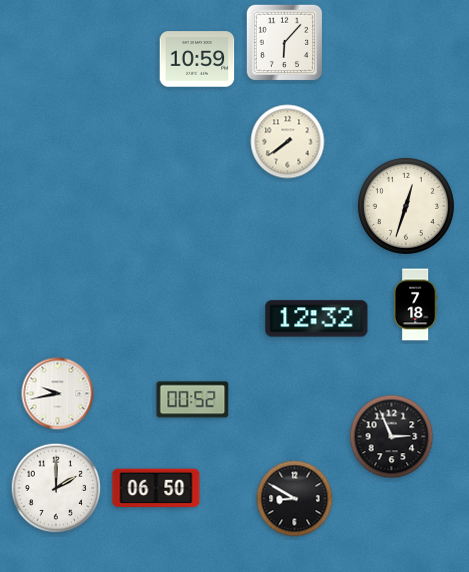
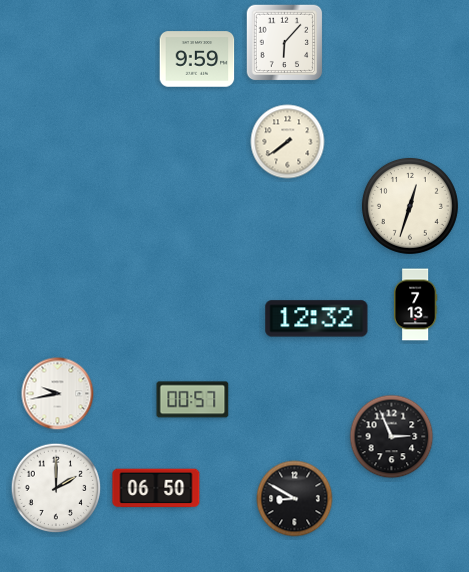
clock at (197, 59): 10:59 -> 9:59
clock at (406, 206) position: (406, 206) -> (410, 206)
clock at (415, 305): 7:18 -> 7:13
clock at (193, 400): 00:52 -> 00:57
